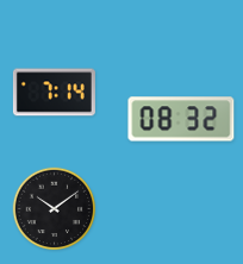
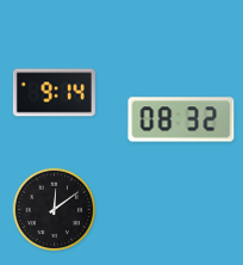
clock at (54, 93): 7:14 -> 9:14
clock at (55, 209): 10:09 -> 12:09
